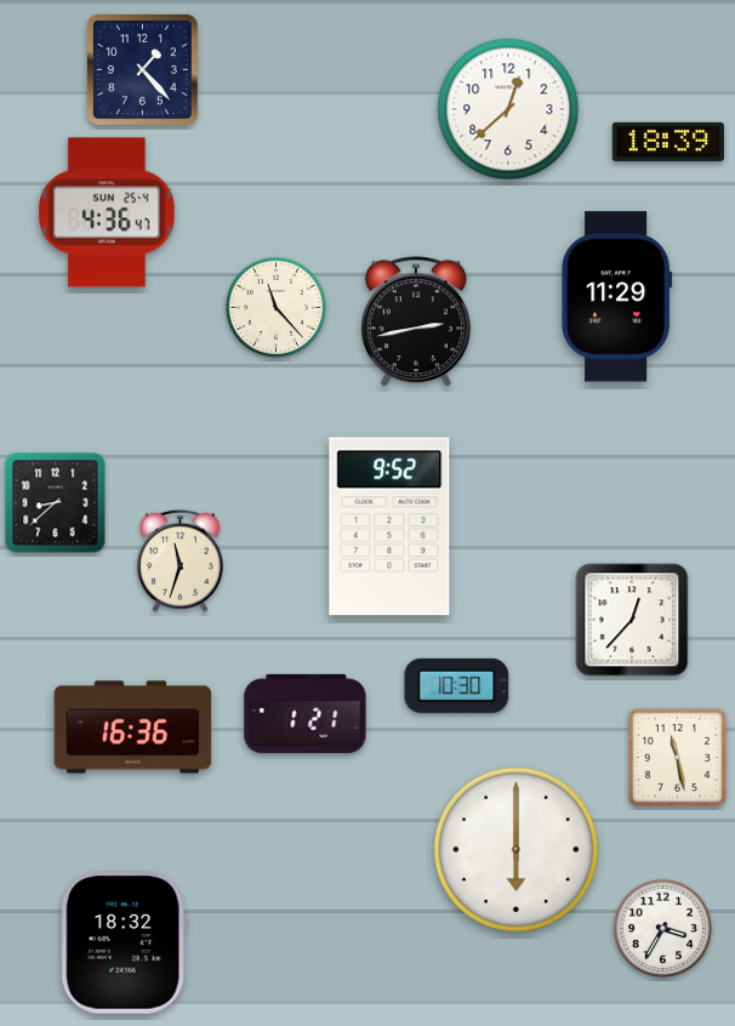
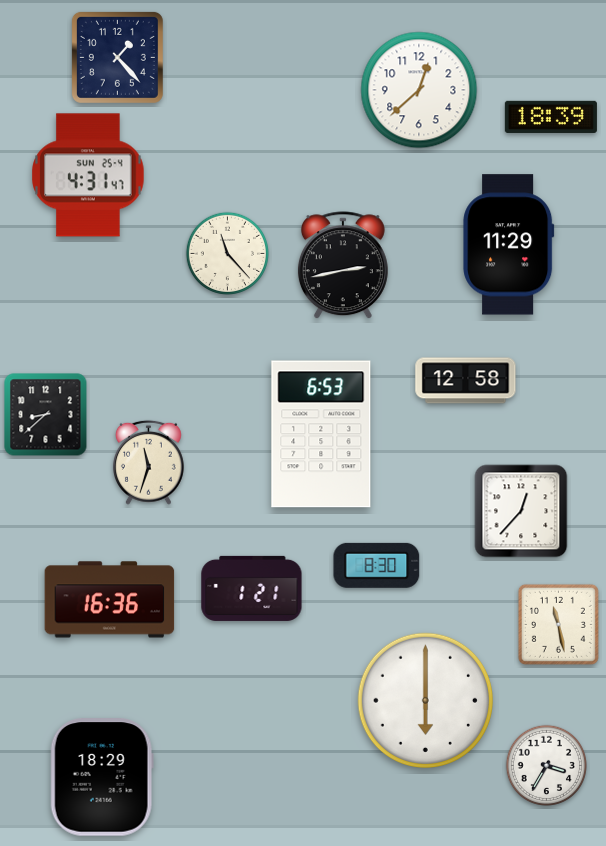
clock at (107, 212): 4:36 -> 4:31
clock at (466, 381): none -> 12:58
clock at (389, 526): 9:52 -> 6:53
clock at (457, 685): 10:30 -> 8:30
clock at (124, 942): 18:32 -> 18:29
